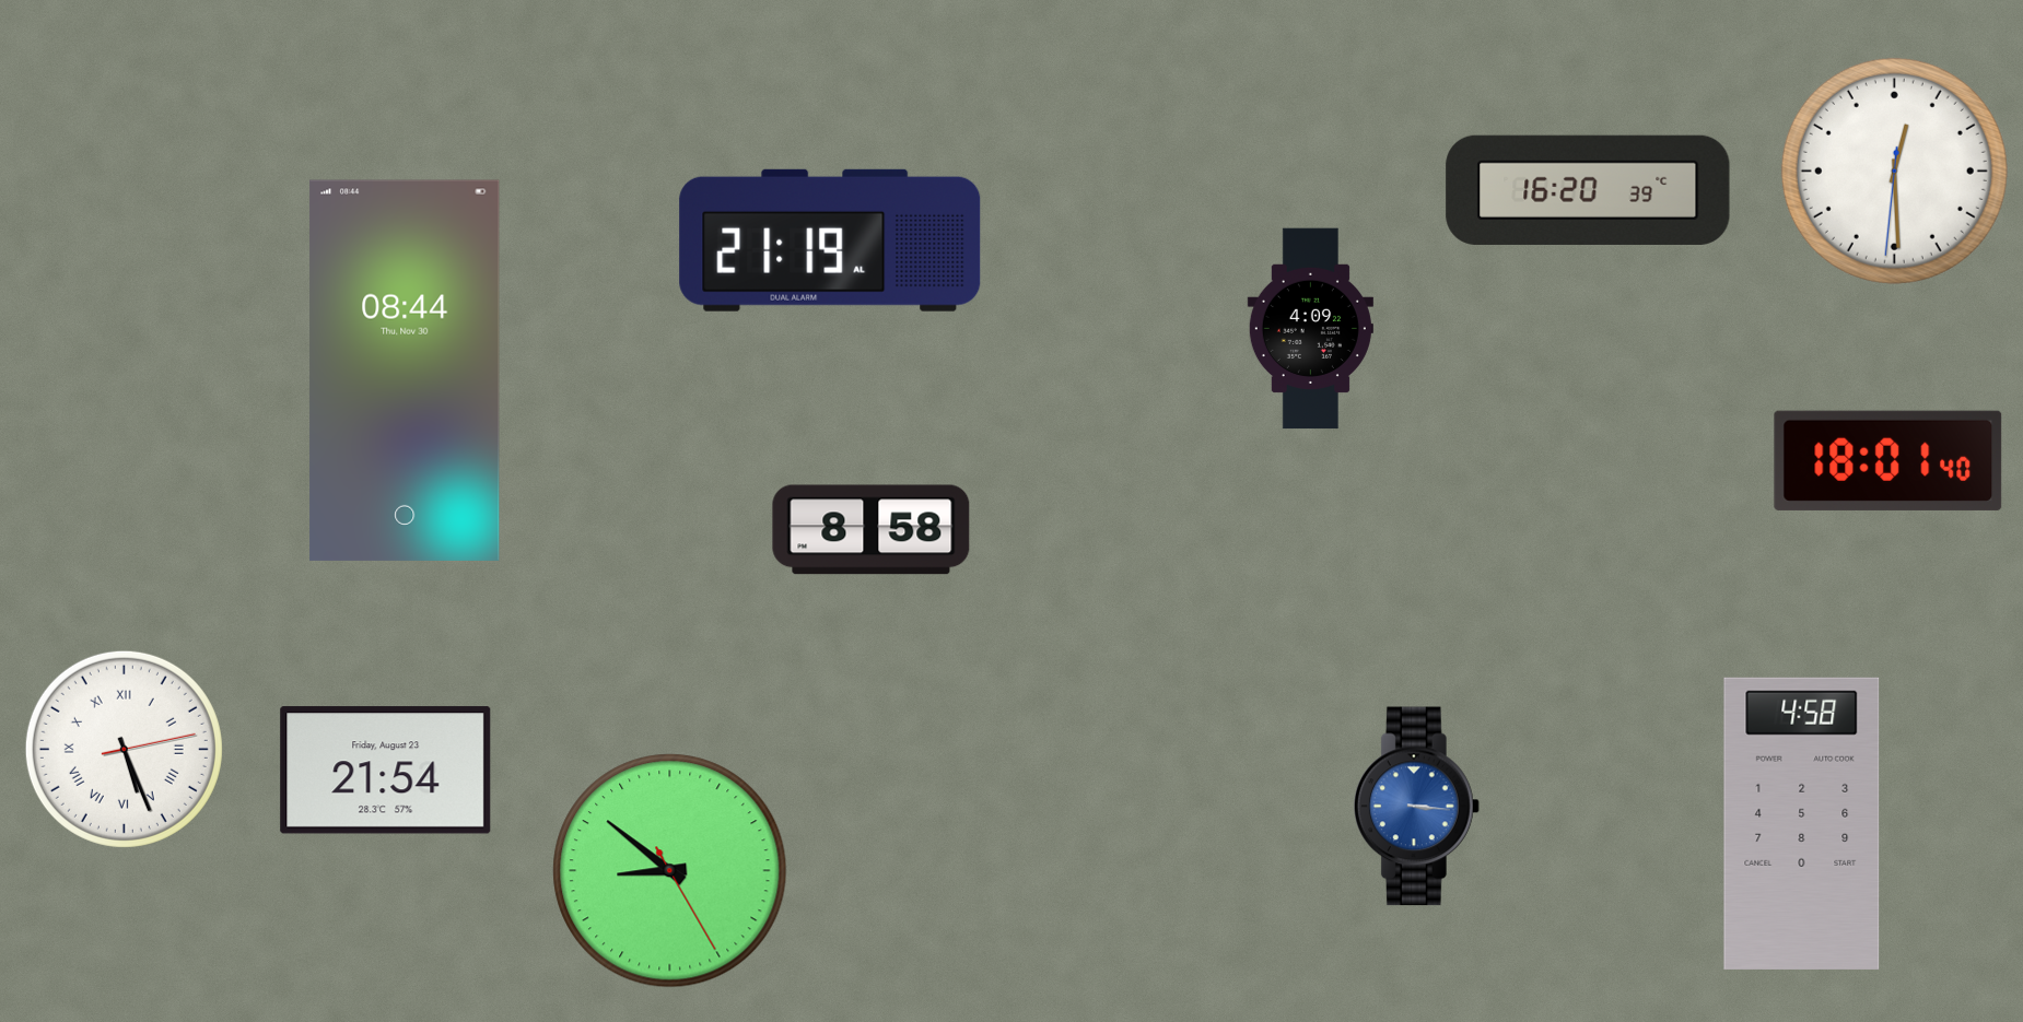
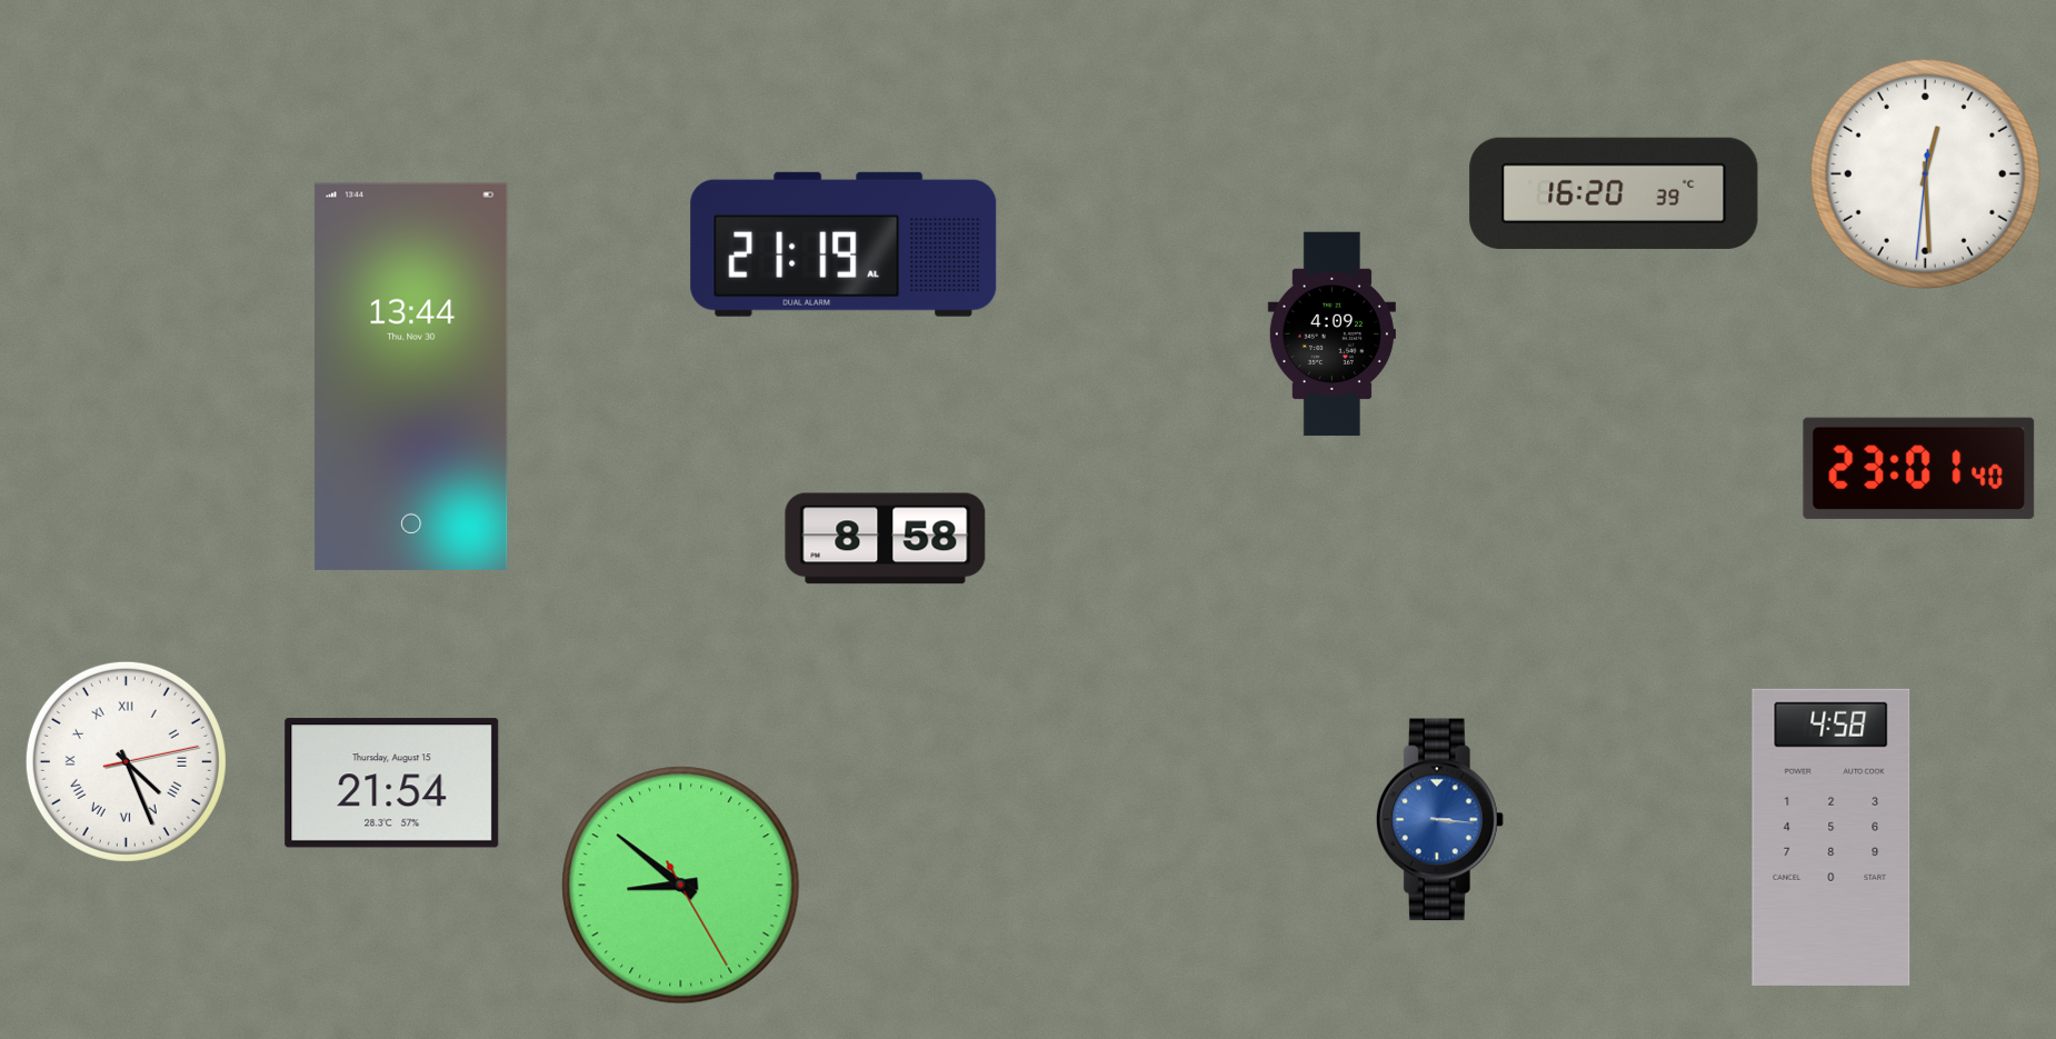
clock at (405, 371): 08:44 -> 13:44
clock at (1888, 460): 18:01 -> 23:01
clock at (124, 749): 5:26 -> 4:26
clock at (386, 771) date: Friday, August 23 -> Thursday, August 15
